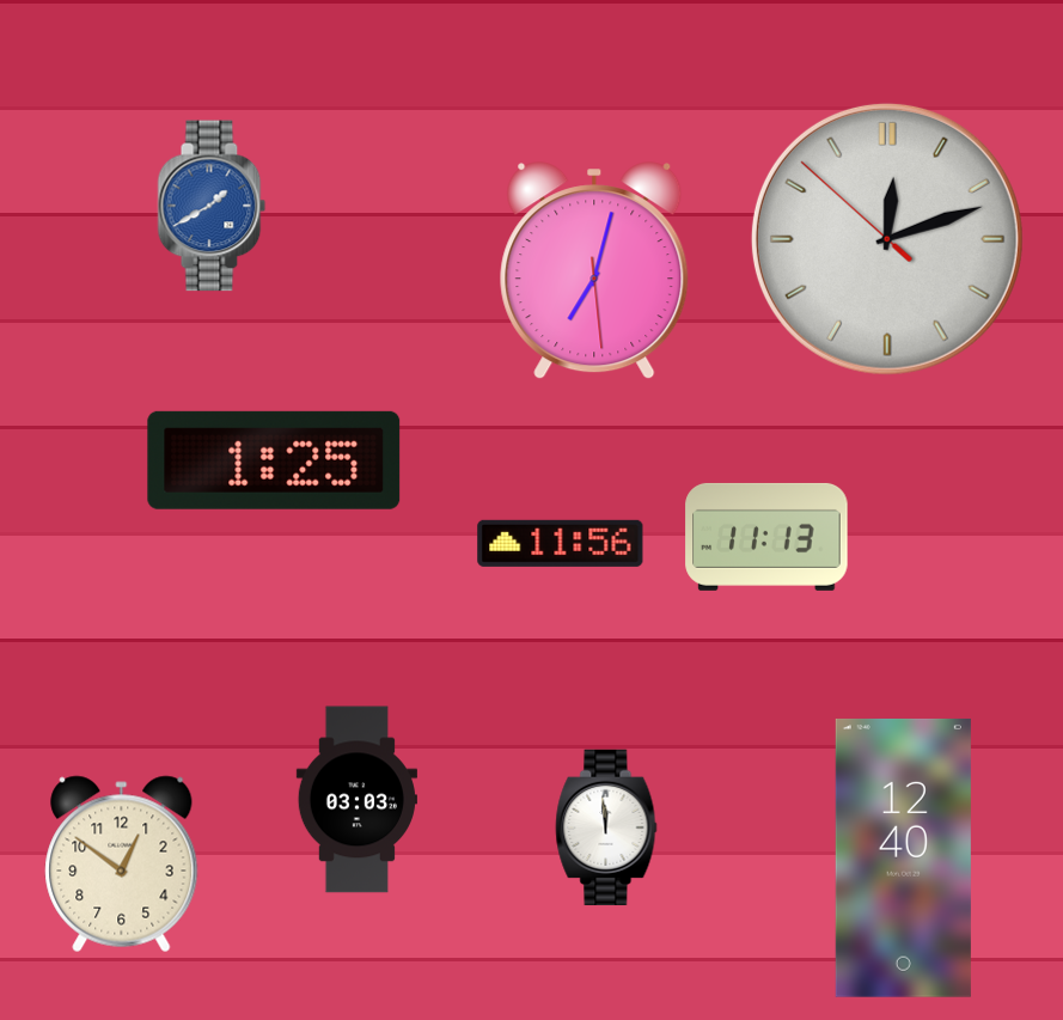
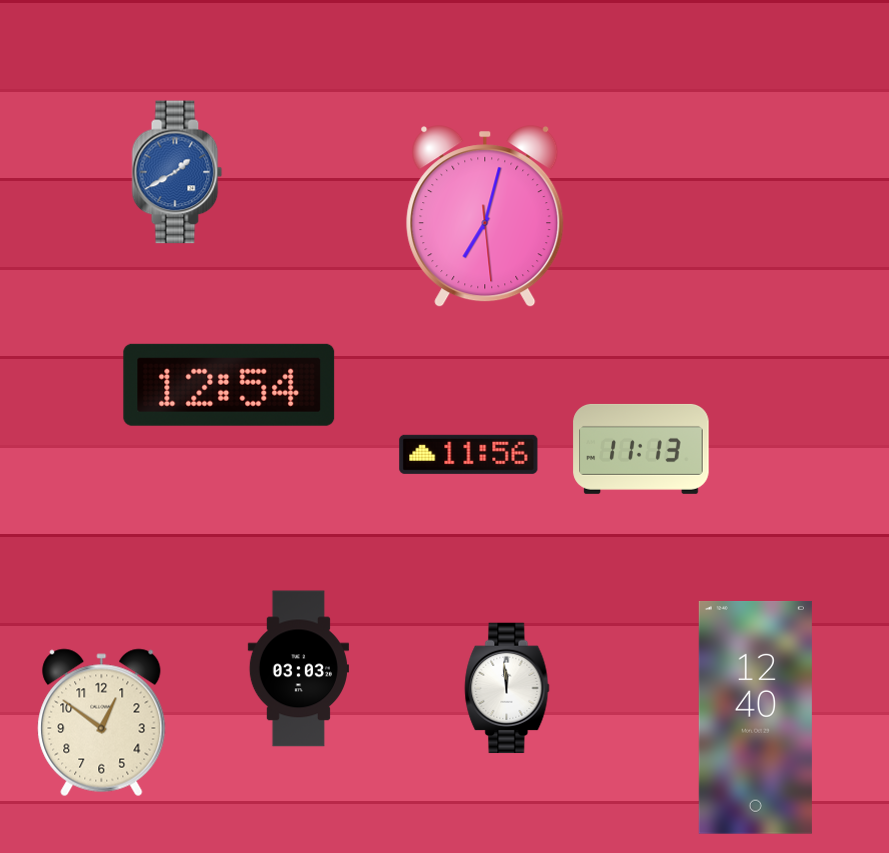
clock at (887, 239): 12:11 -> none
clock at (594, 271) position: (594, 271) -> (485, 217)
clock at (274, 460): 1:25 -> 12:54
clock at (606, 827) position: (606, 827) -> (507, 688)
